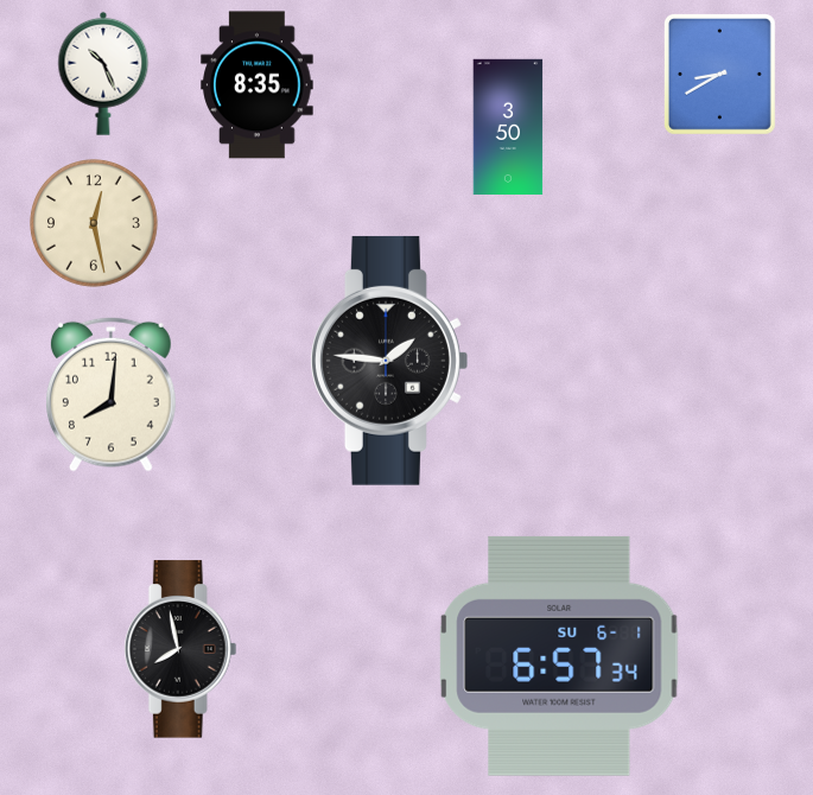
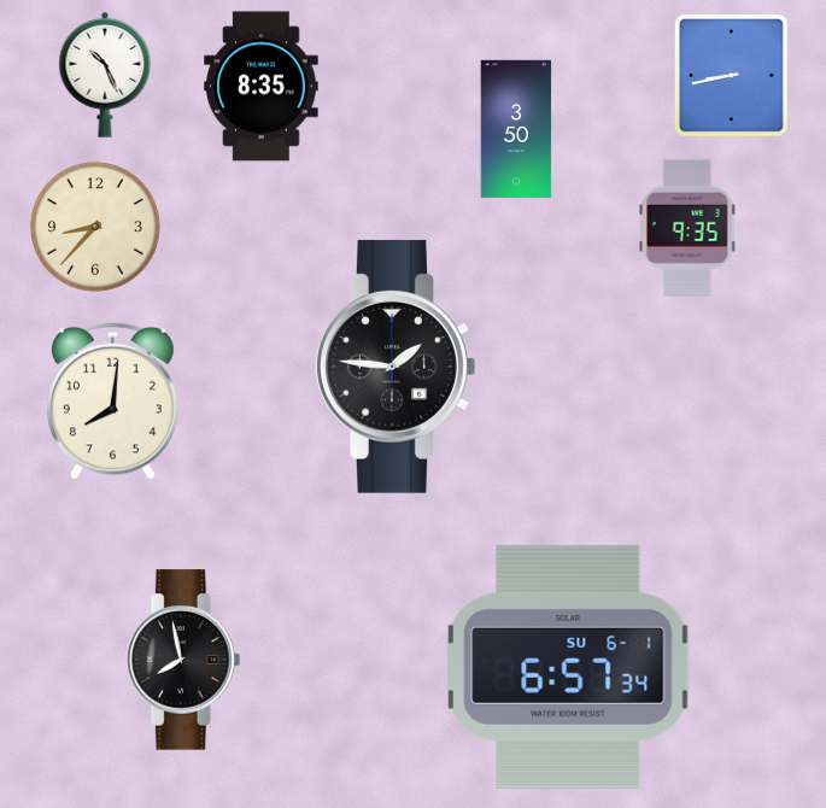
clock at (719, 74): 8:40 -> 8:43
clock at (95, 224): 12:28 -> 8:37
clock at (689, 228): none -> 9:35
